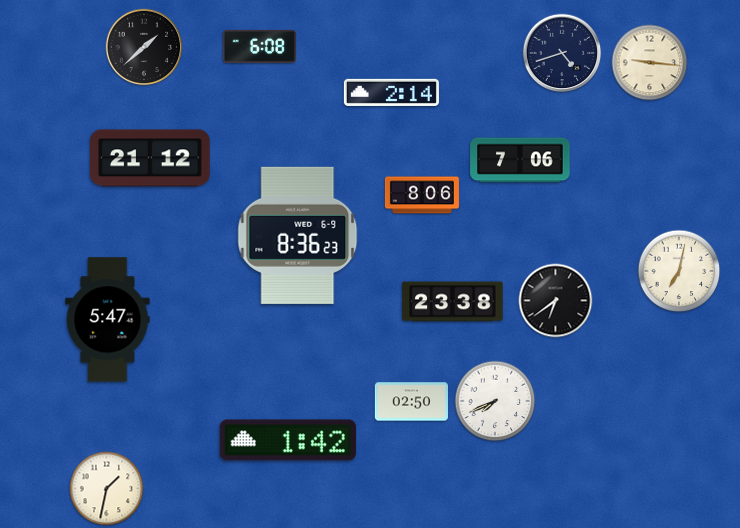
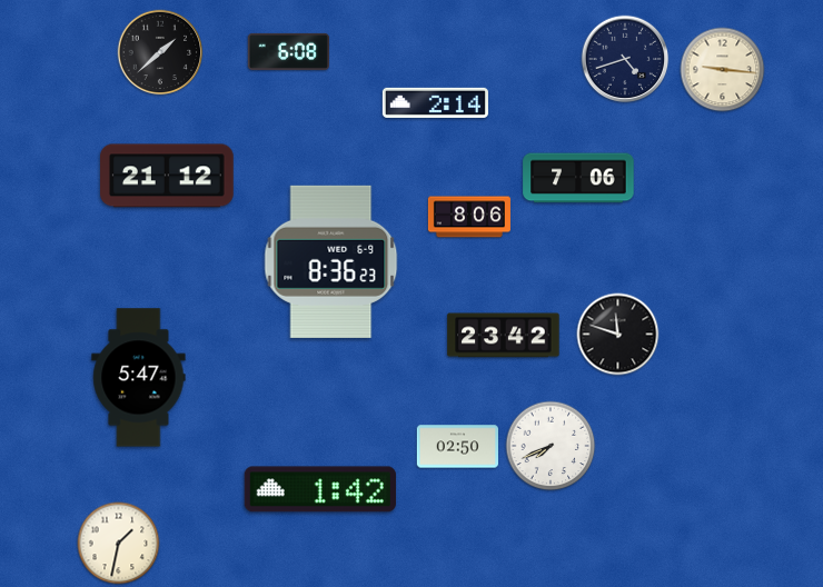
clock at (679, 271): 7:02 -> none
clock at (556, 301): 6:39 -> 11:48
clock at (453, 302): 23:38 -> 23:42
clock at (108, 320) position: (108, 320) -> (139, 378)
